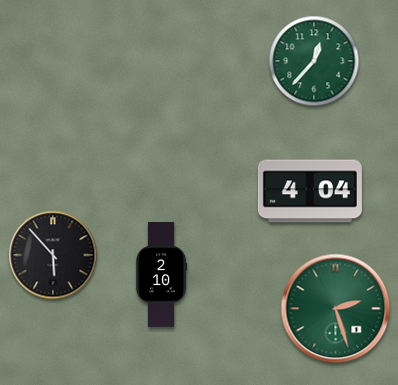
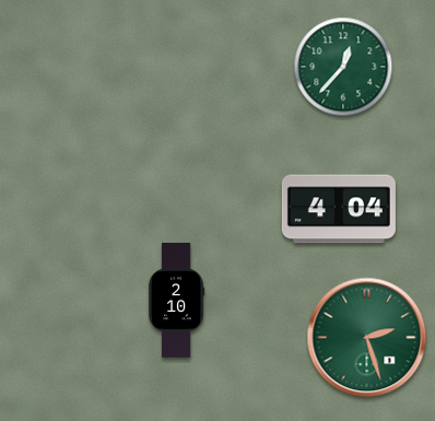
clock at (53, 255): 5:53 -> none
